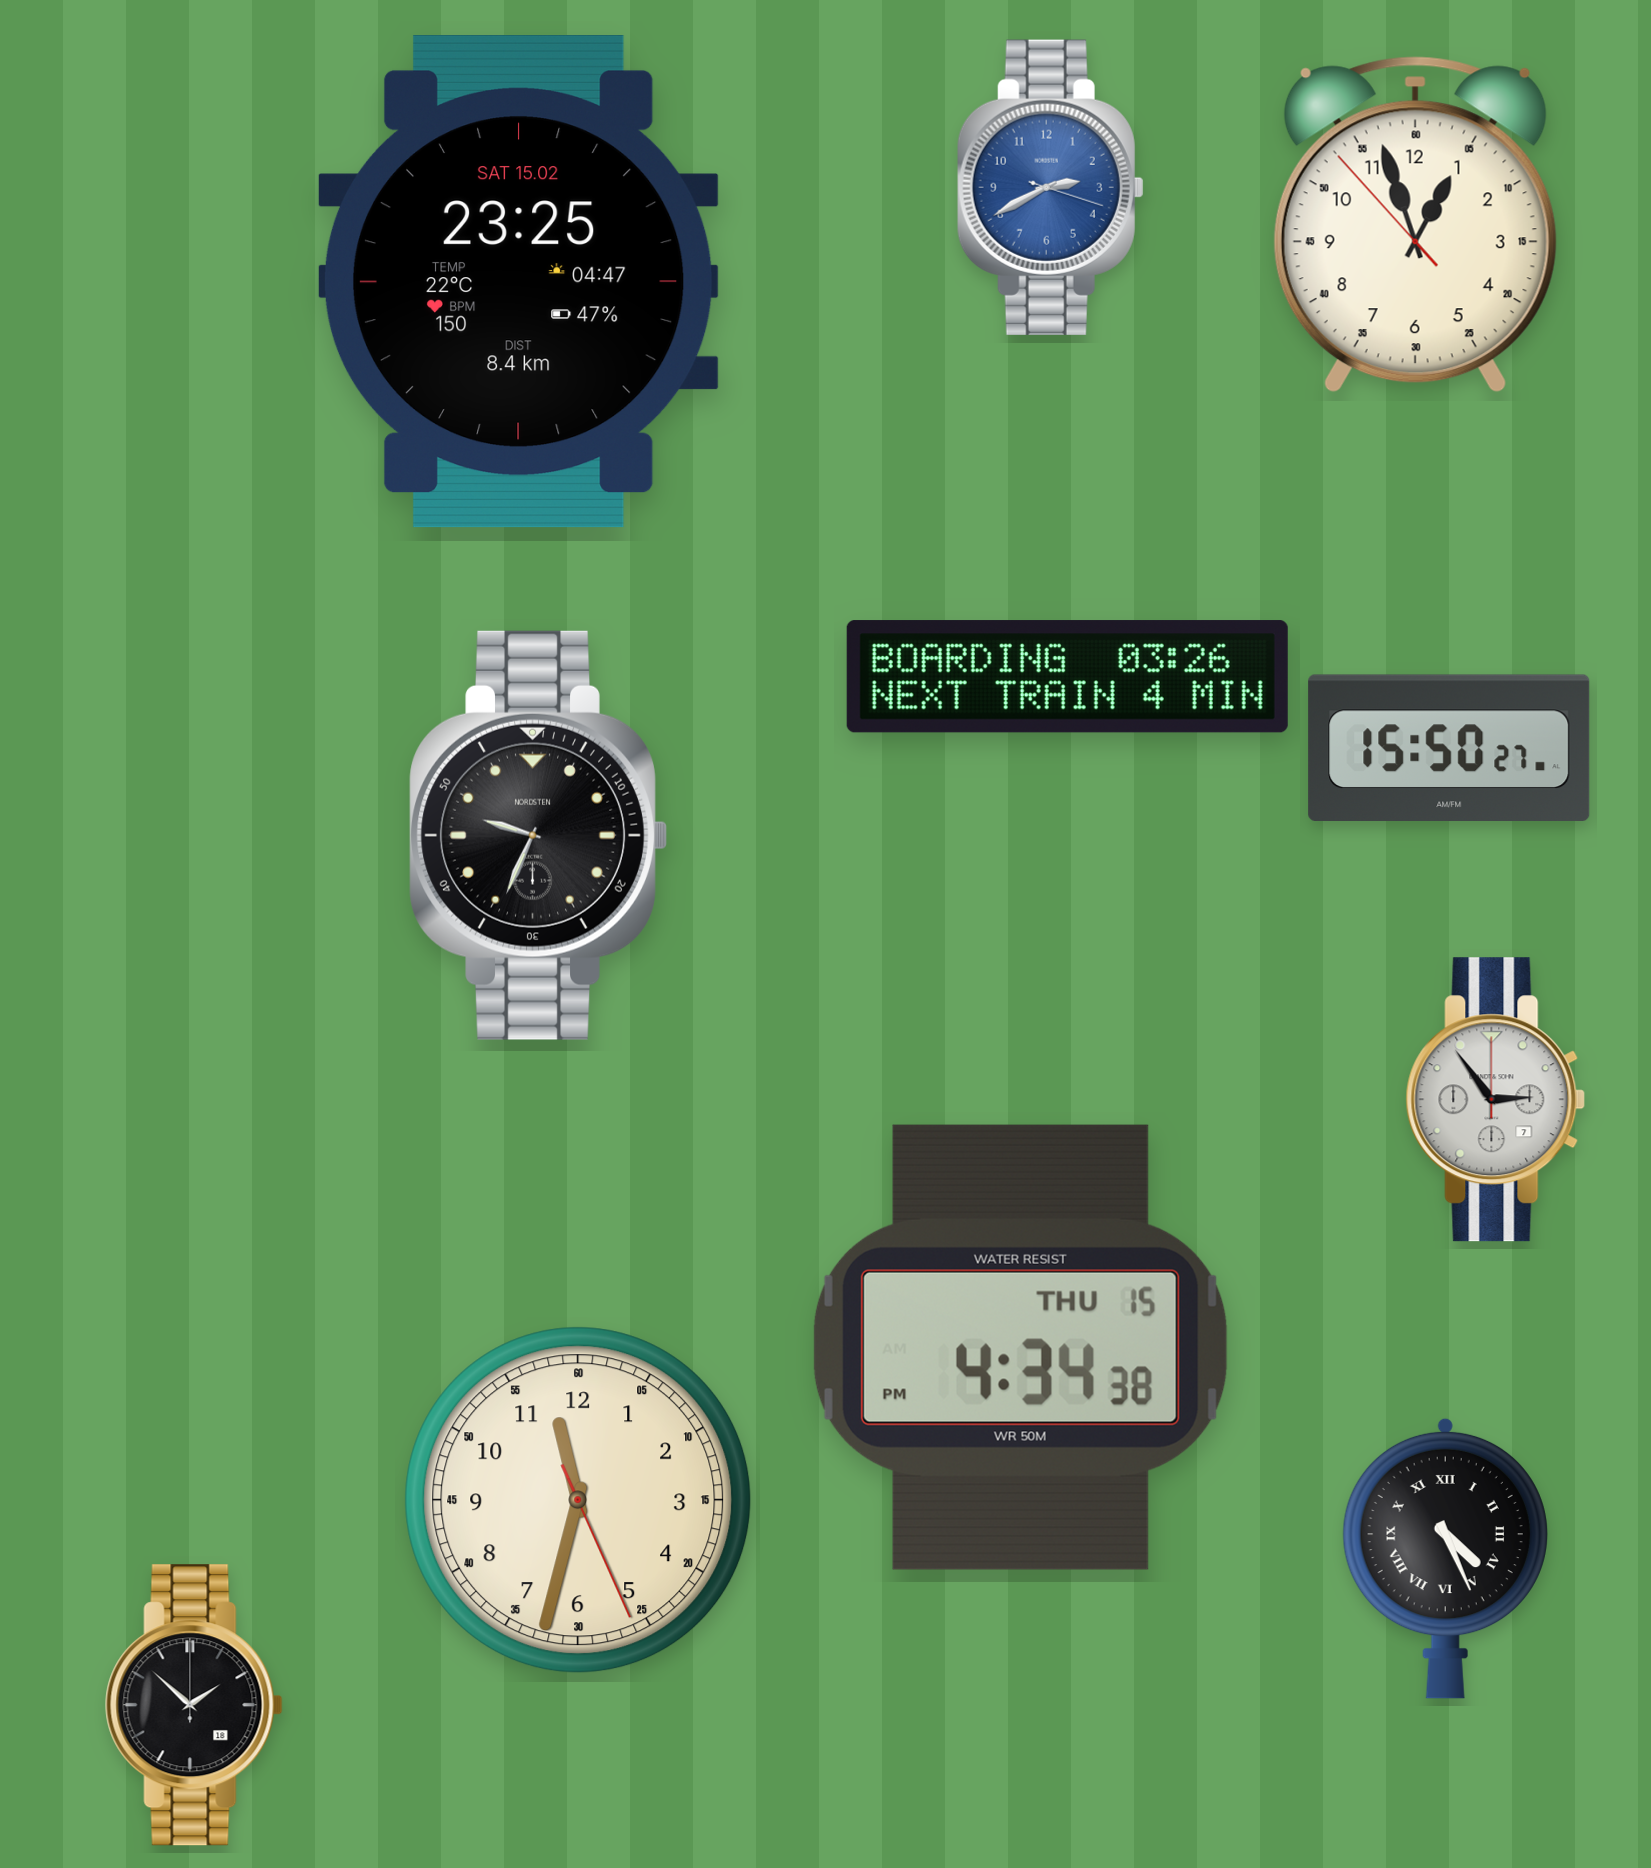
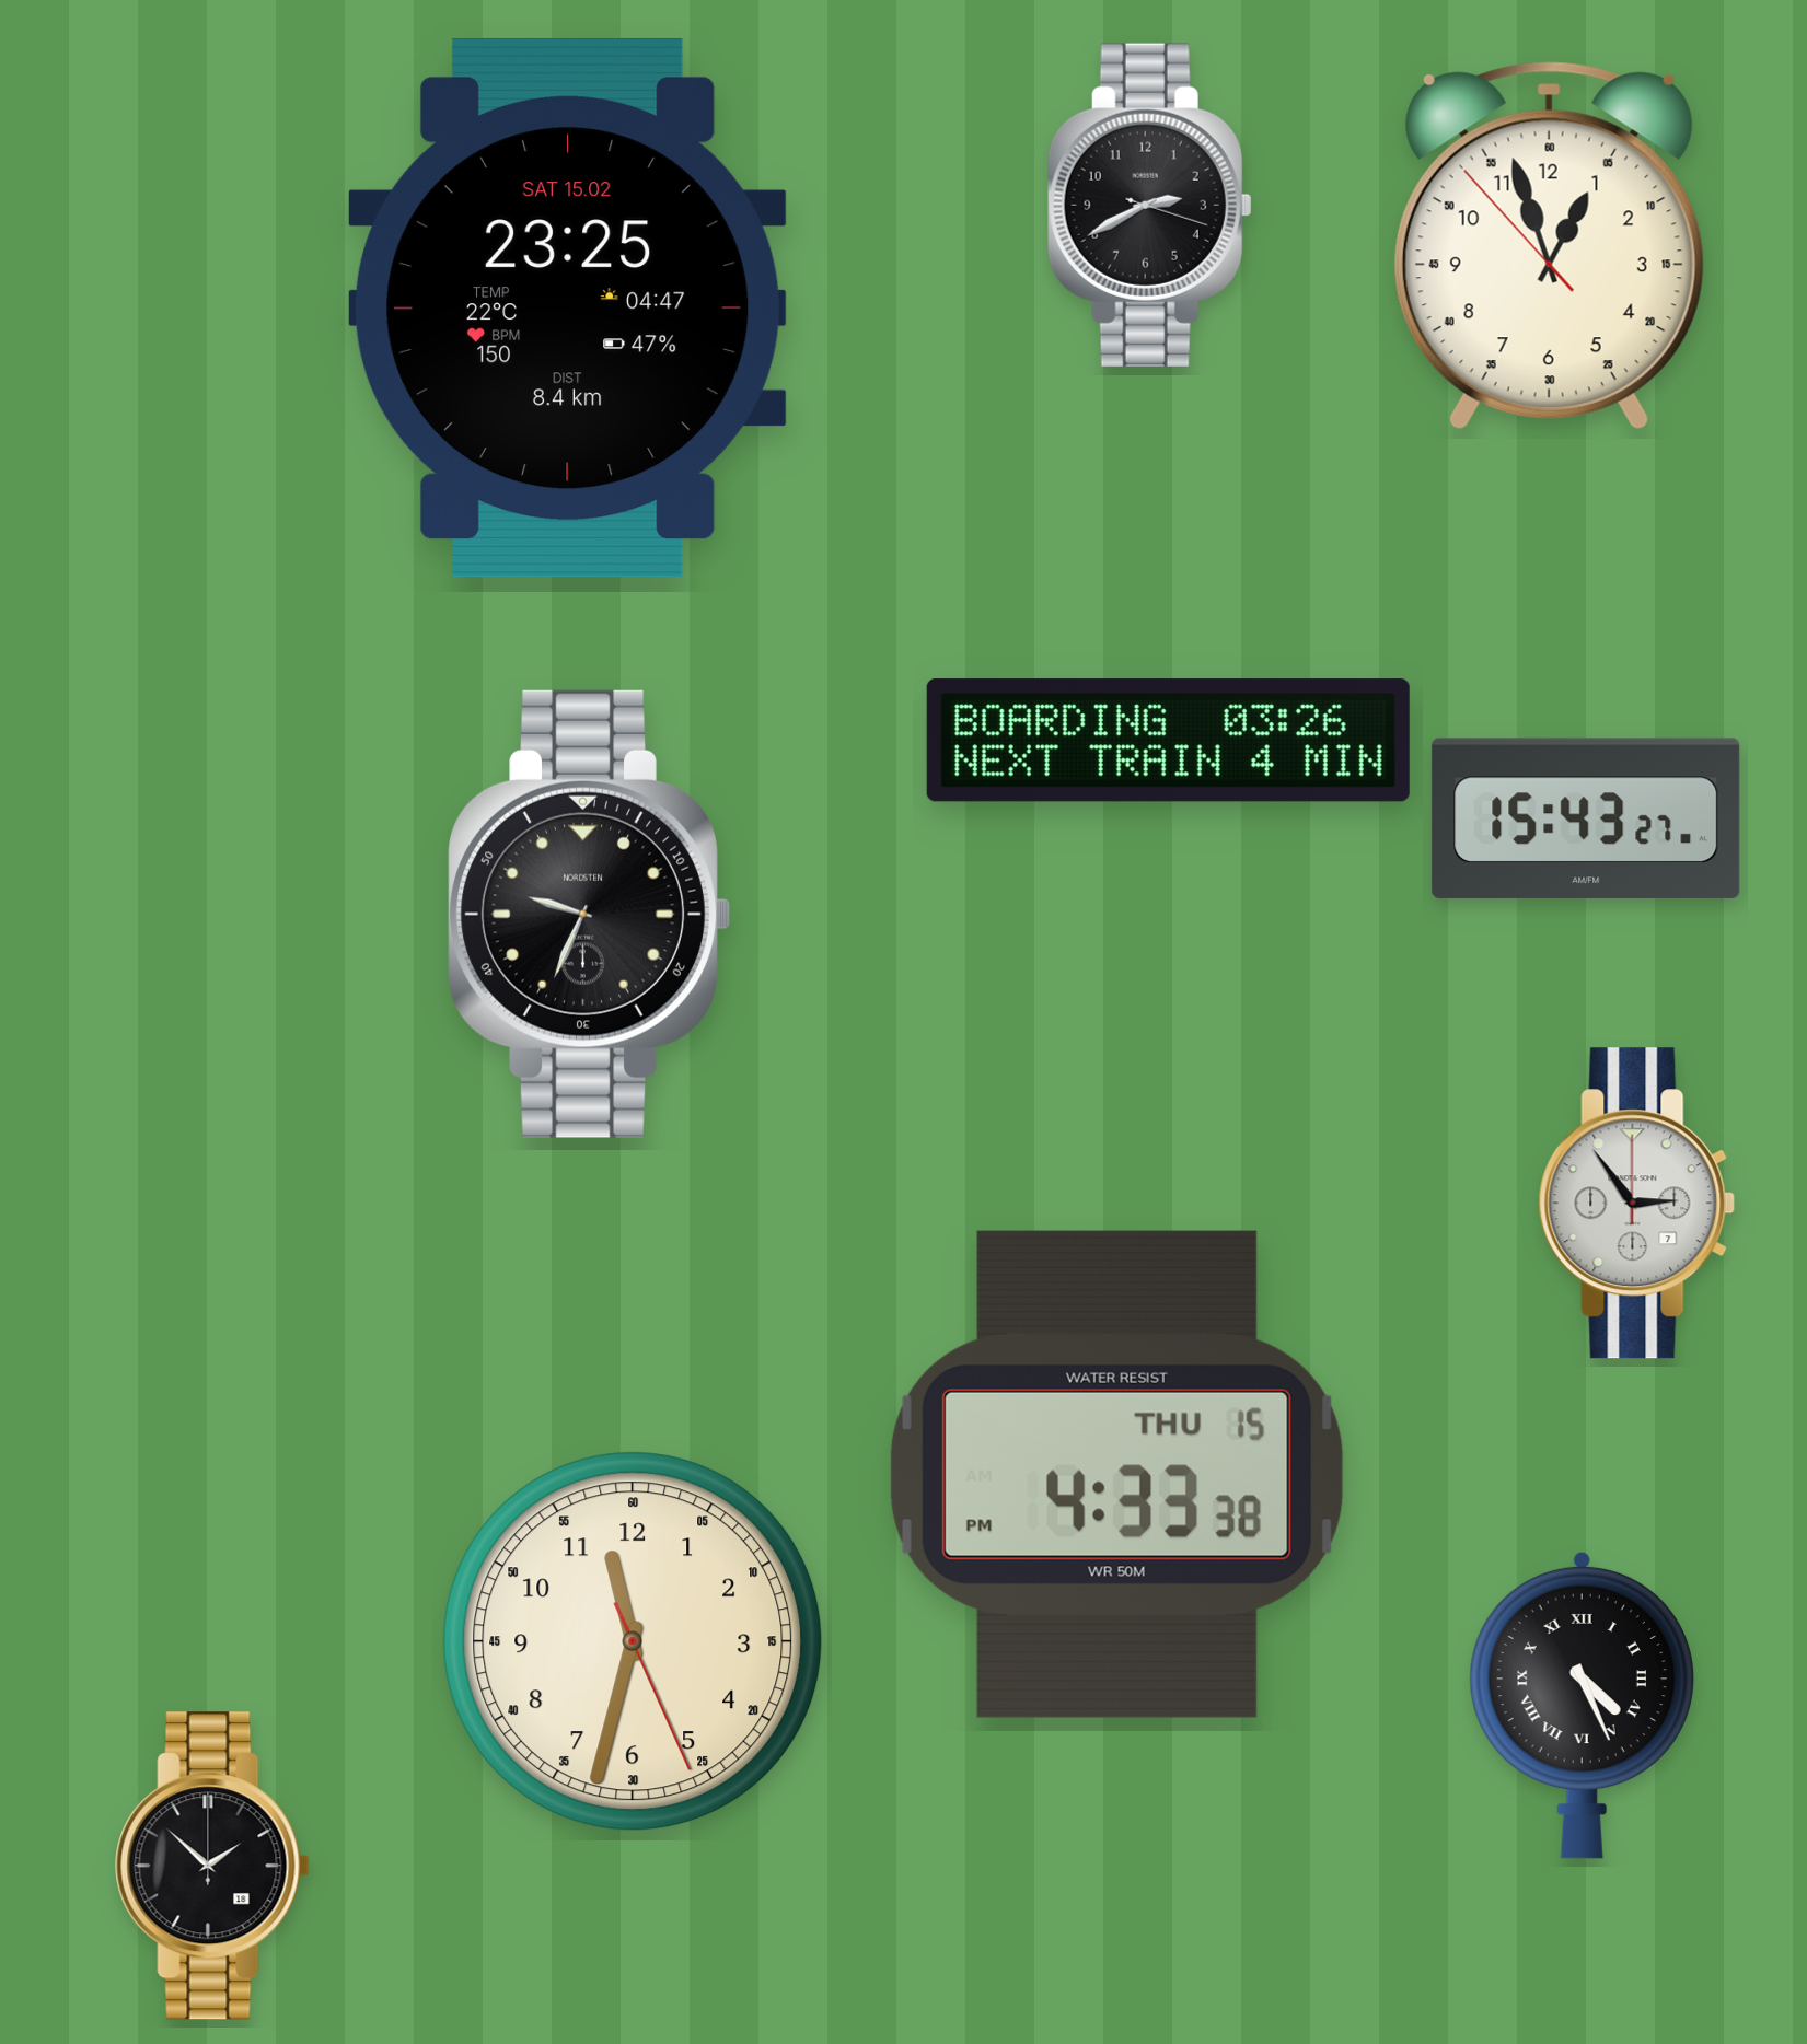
clock at (1050, 187) dial: blue -> black
clock at (1449, 748): 15:50 -> 15:43
clock at (1020, 1347): 4:34 -> 4:33
